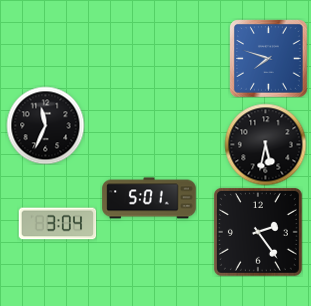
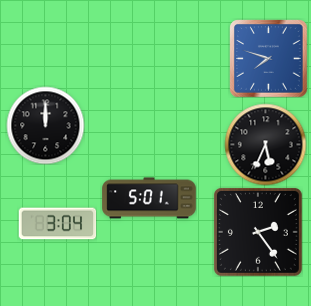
clock at (45, 125): 11:34 -> 12:00
clock at (265, 144): 5:32 -> 5:34
